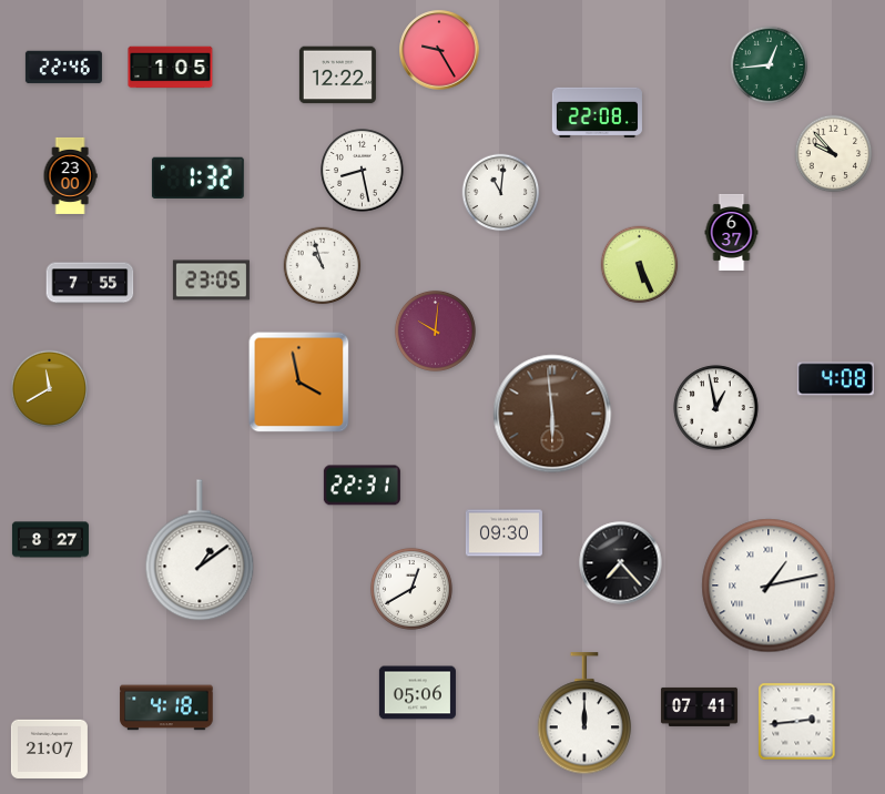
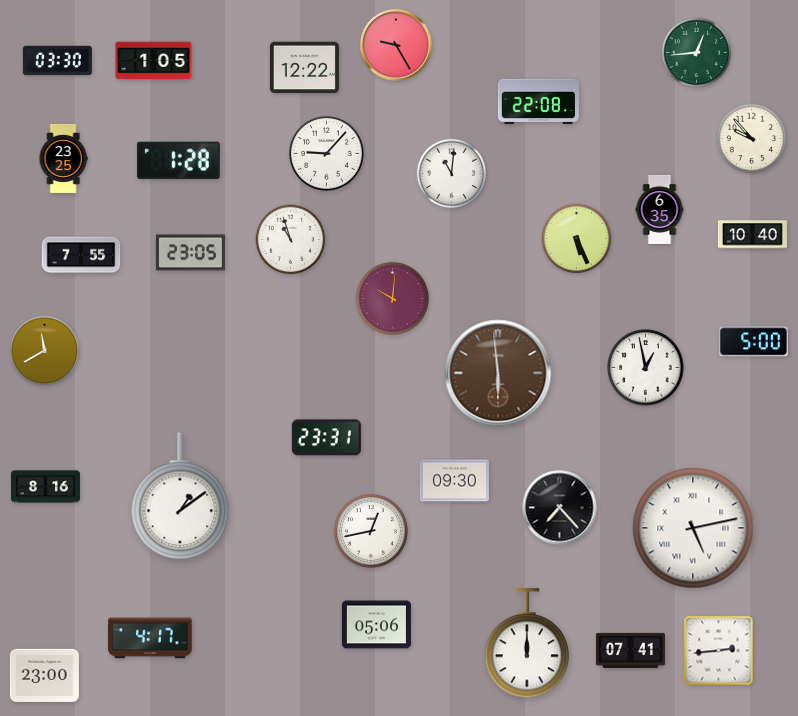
clock at (770, 65) position: (770, 65) -> (697, 53)
clock at (63, 68): 22:46 -> 03:30
clock at (363, 171): 8:28 -> 9:07
clock at (70, 175): 23:00 -> 23:25
clock at (197, 177): 1:32 -> 1:28
clock at (732, 232): 6:37 -> 6:35
clock at (752, 235): none -> 10:40
clock at (835, 379): 4:08 -> 5:00
clock at (299, 383): 3:58 -> none
clock at (362, 486): 22:31 -> 23:31
clock at (50, 540): 8:27 -> 8:16
clock at (769, 586): 1:13 -> 5:13
clock at (411, 589): 12:40 -> 12:43
clock at (699, 706) position: (699, 706) -> (630, 650)
clock at (166, 708): 4:18 -> 4:17
clock at (49, 749): 21:07 -> 23:00
